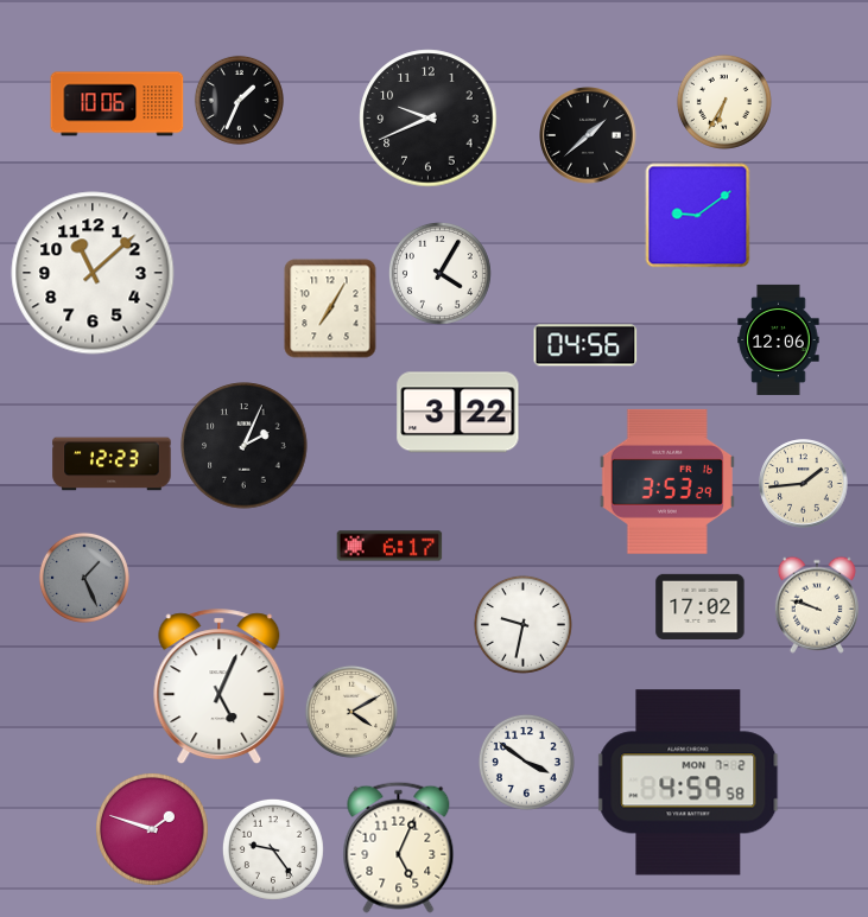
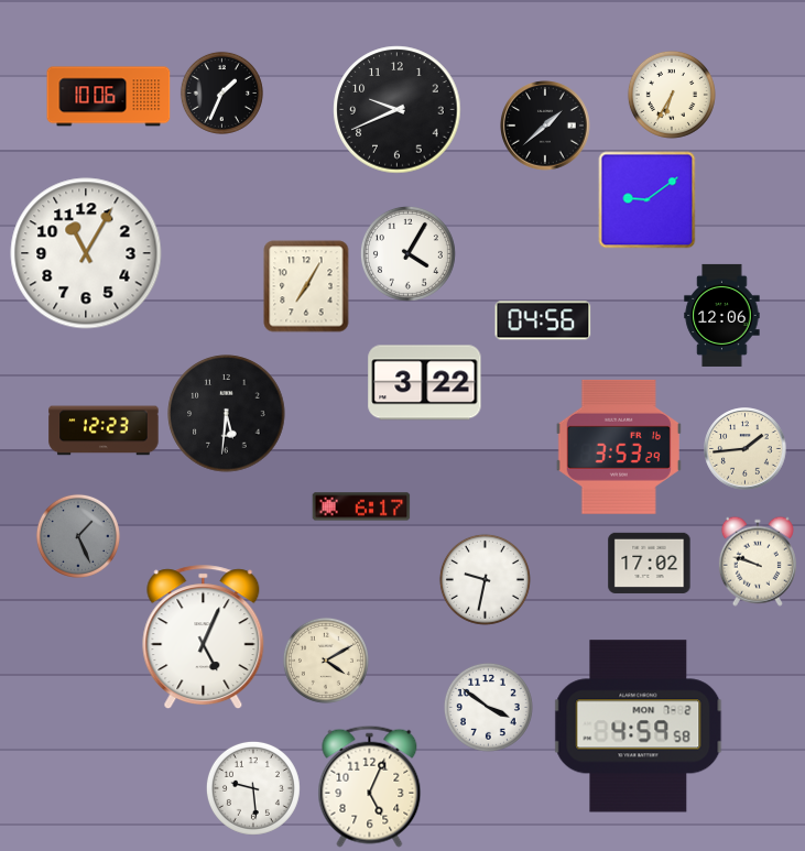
clock at (93, 273): 11:08 -> 11:05
clock at (245, 446): 2:04 -> 5:31
clock at (153, 830): 1:48 -> none
clock at (273, 849): 9:24 -> 9:29
